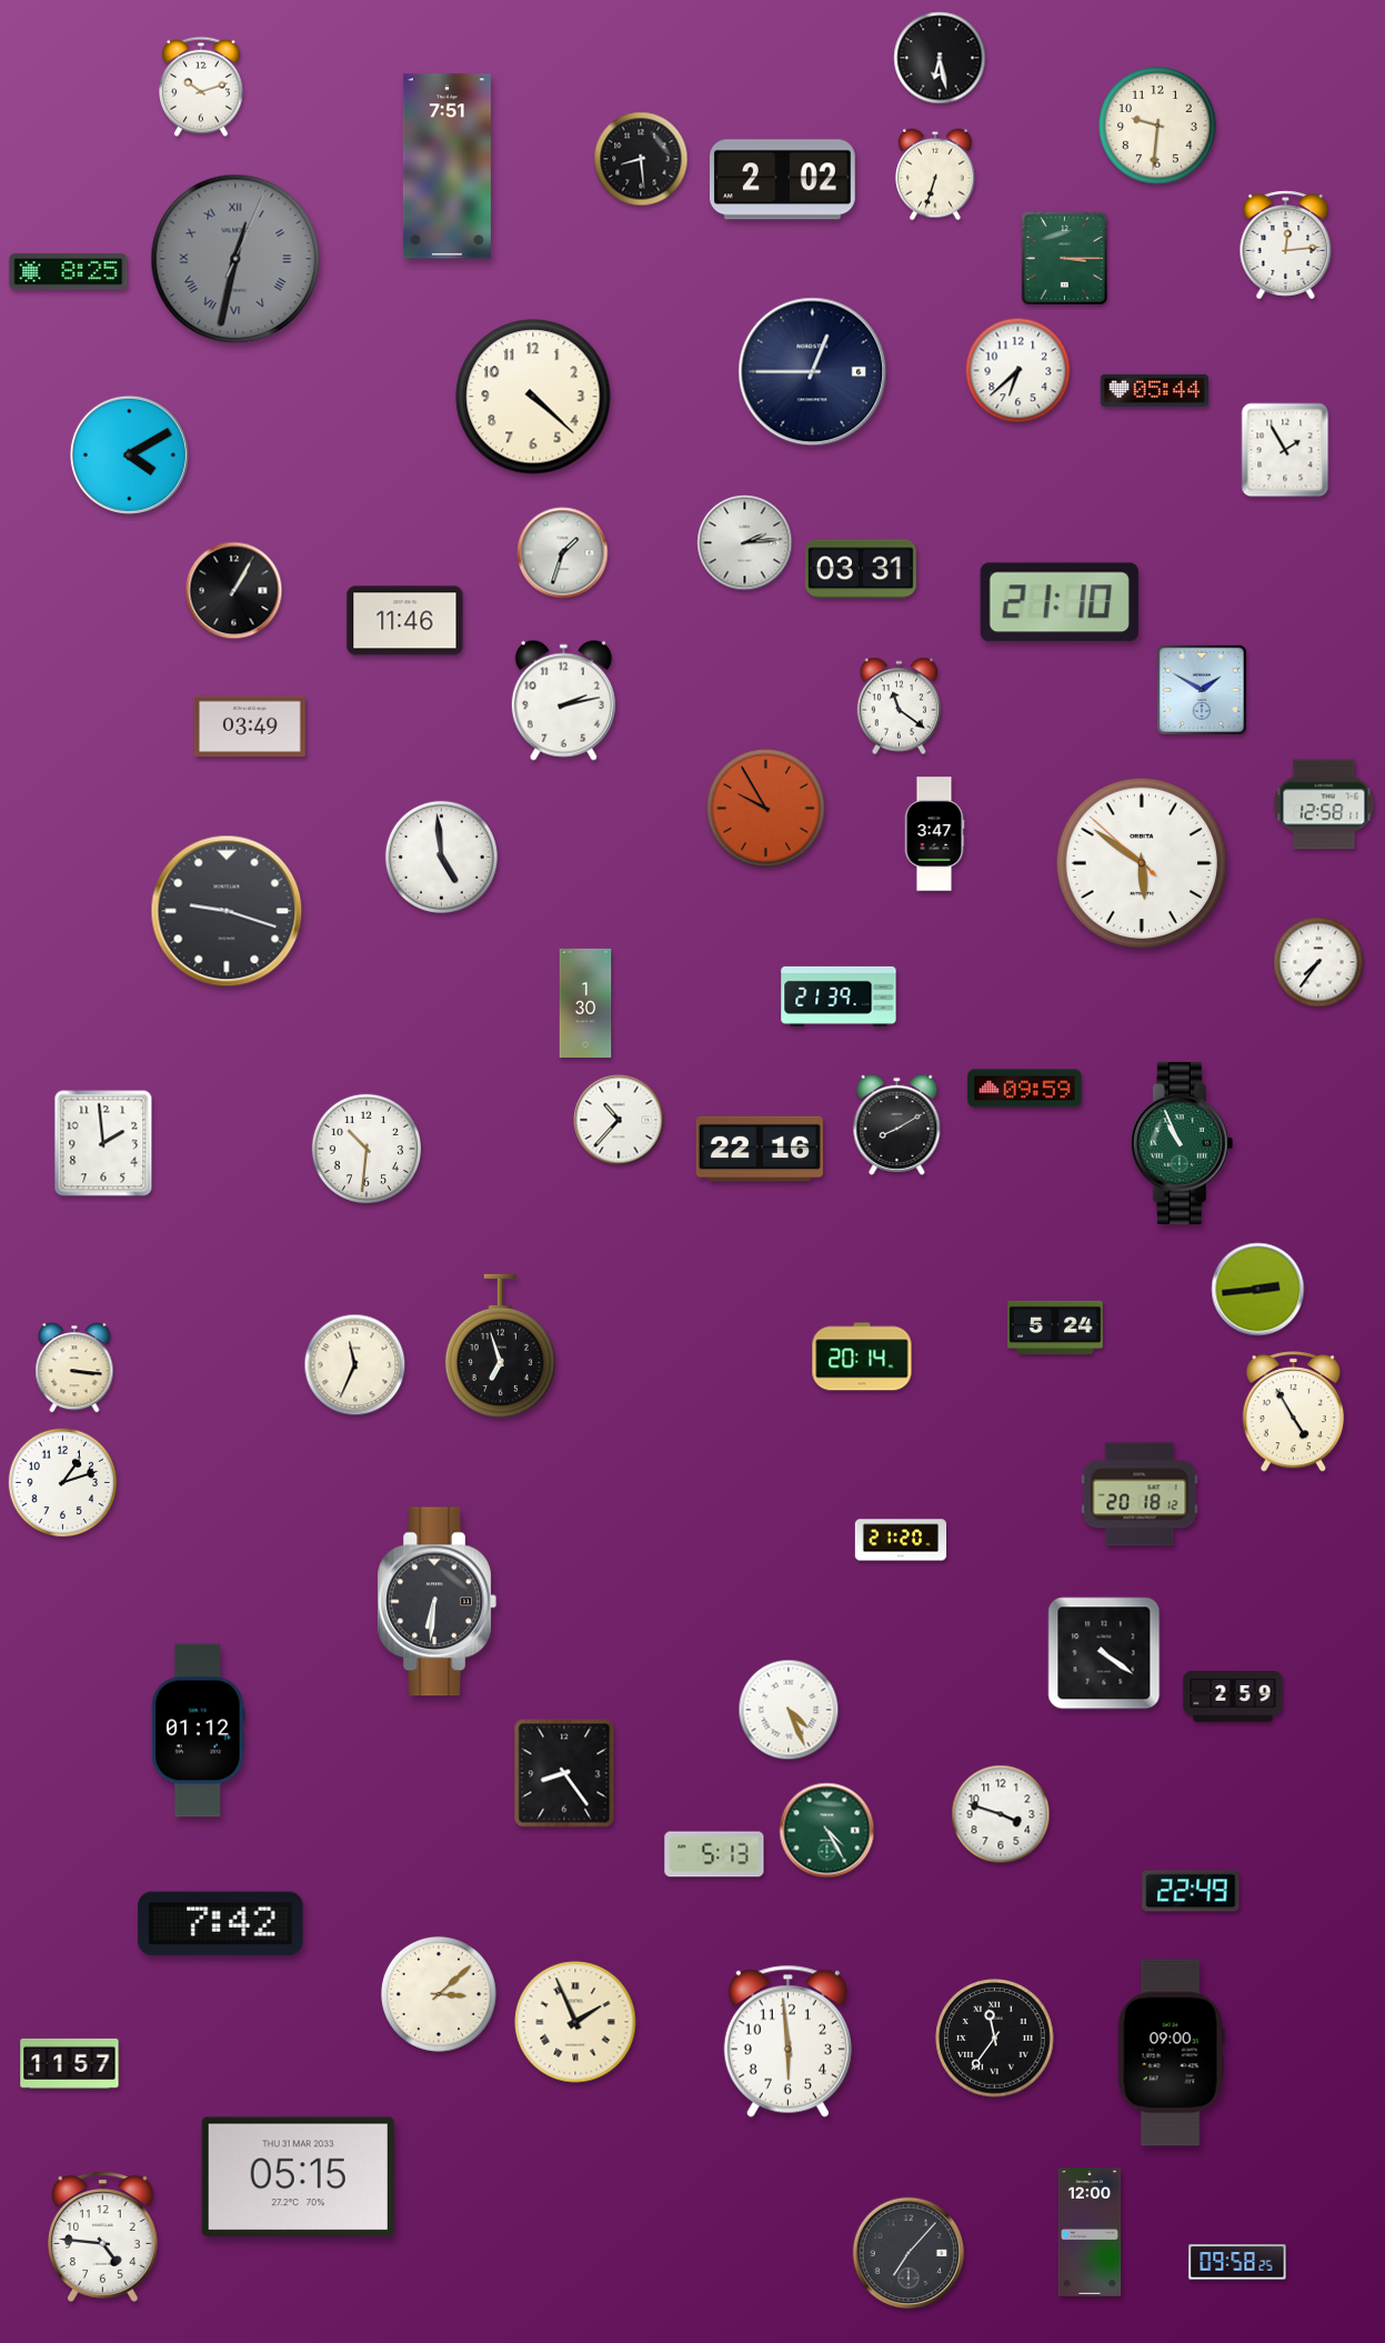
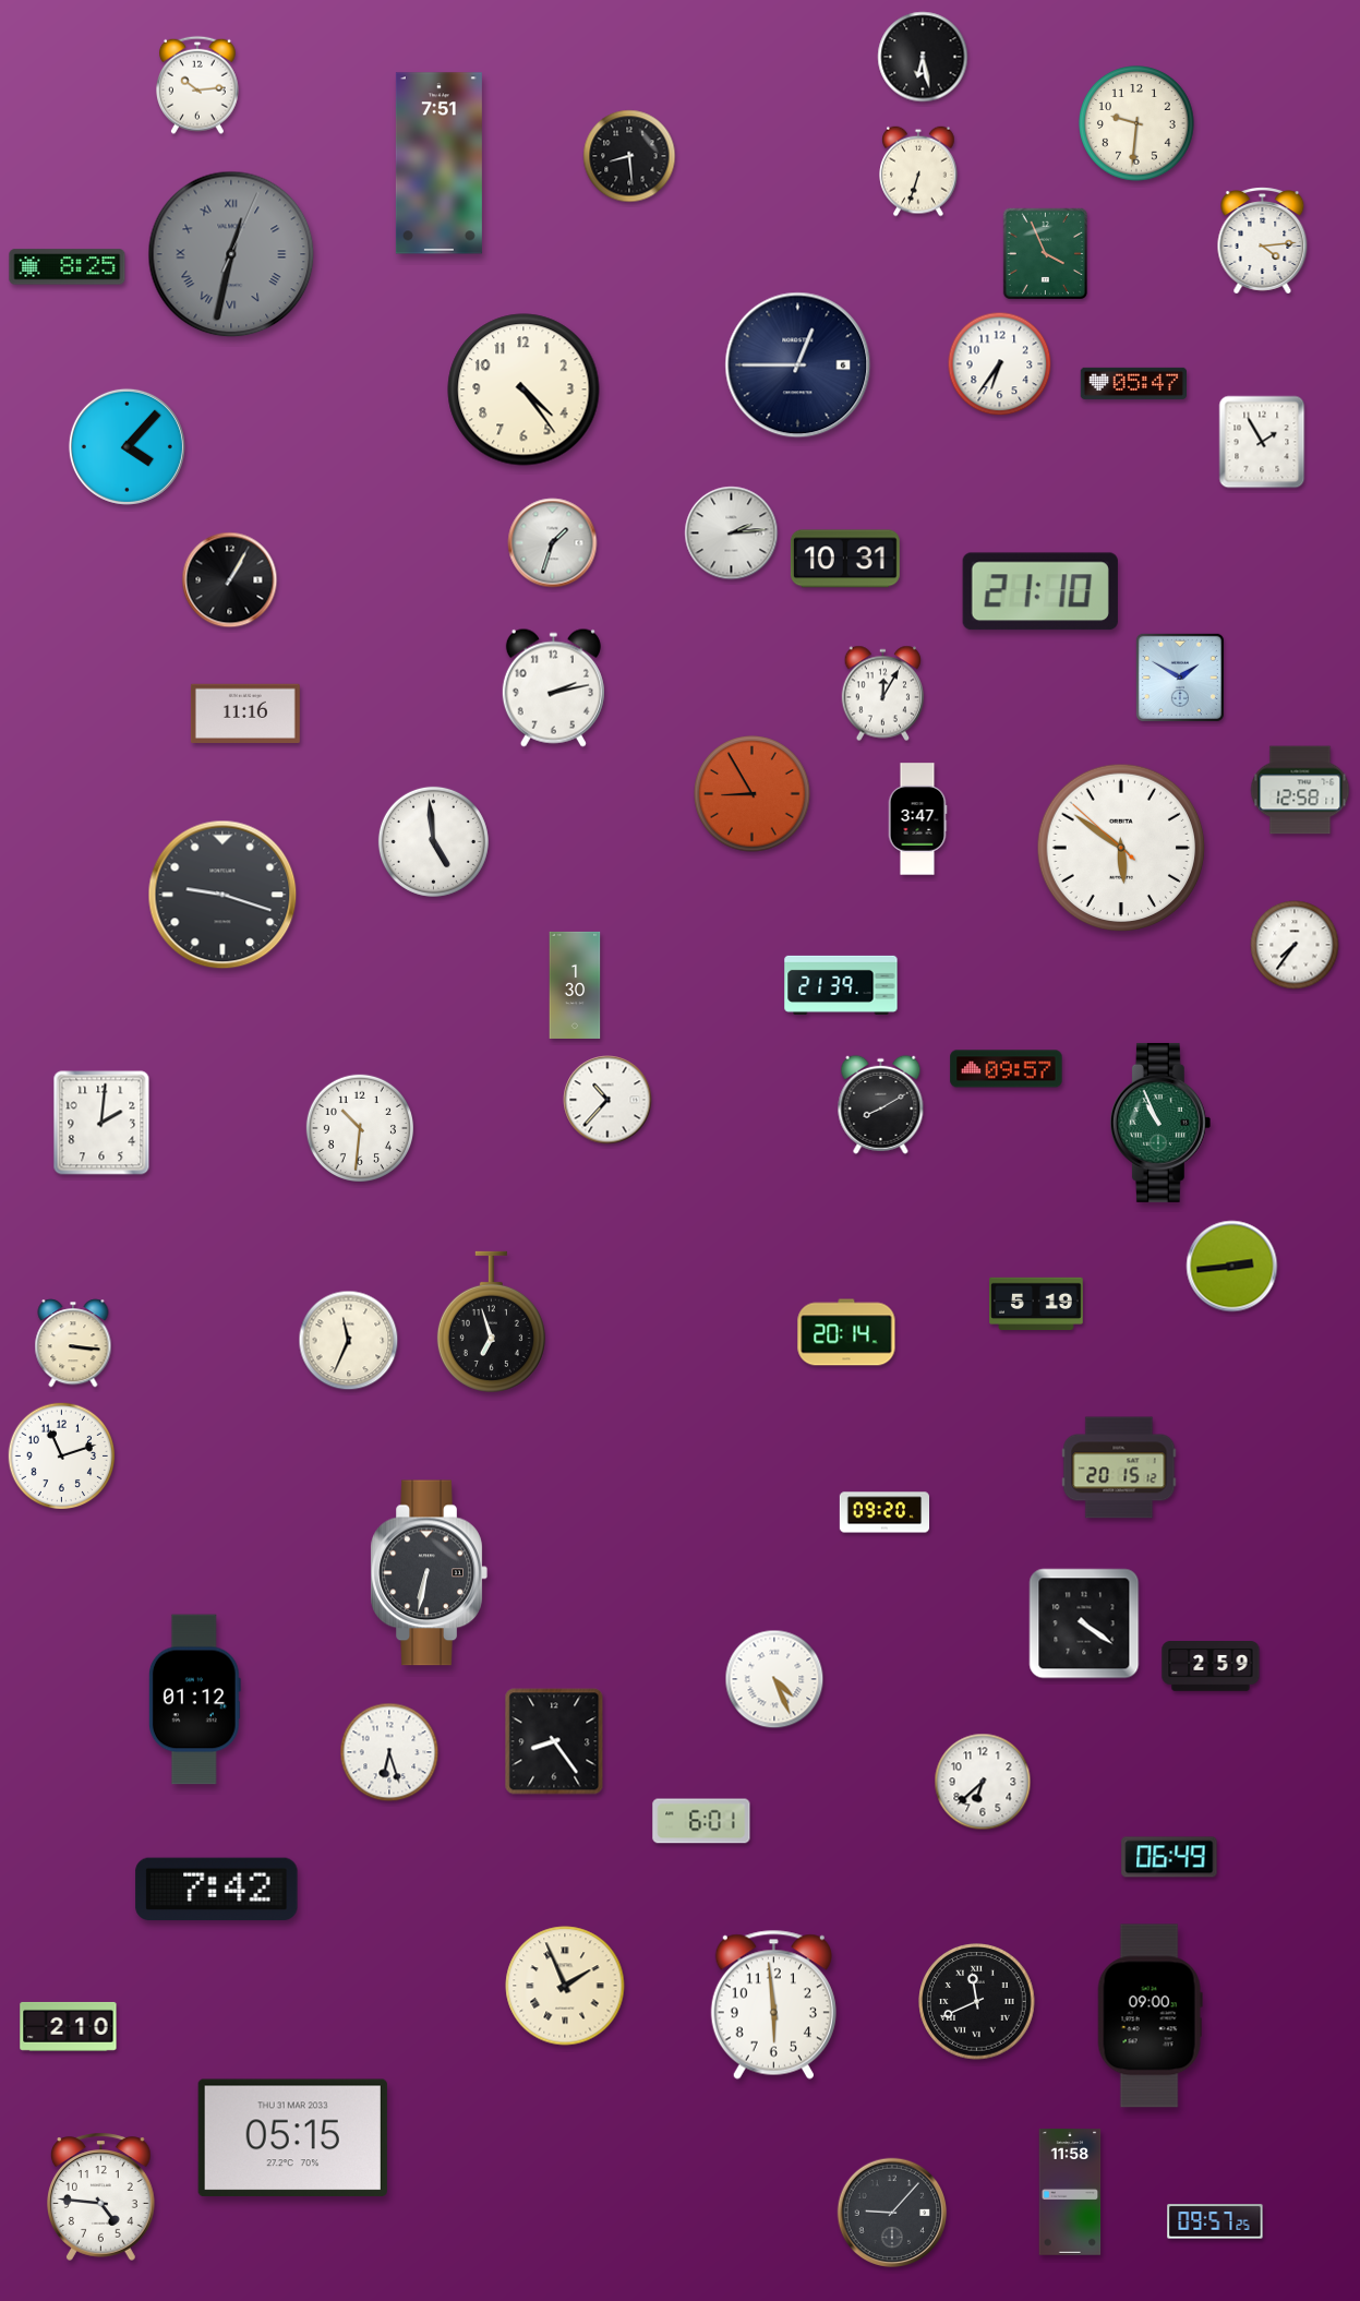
clock at (202, 87): 10:12 -> 10:14
clock at (782, 180): 2:02 -> none
clock at (1286, 246): 12:14 -> 4:14
clock at (1064, 258): 3:15 -> 3:56
clock at (1018, 371): 6:38 -> 6:36
clock at (1154, 390): 05:44 -> 05:47
clock at (533, 397): 4:22 -> 4:24
clock at (129, 454): 4:10 -> 4:07
clock at (861, 569): 03:31 -> 10:31
clock at (405, 621): 11:46 -> none
clock at (900, 707): 11:21 -> 12:05
clock at (250, 725): 03:49 -> 11:16
clock at (766, 809): 9:55 -> 8:55
clock at (839, 997) position: (839, 997) -> (841, 985)
clock at (1025, 1089): 09:59 -> 09:57
clock at (103, 1143): 1:59 -> 2:01
clock at (760, 1149): 22:16 -> none
clock at (1258, 1290) position: (1258, 1290) -> (1232, 1267)
clock at (1055, 1328): 5:24 -> 5:19
clock at (1293, 1412): 4:55 -> none
clock at (63, 1483): 1:12 -> 11:12
clock at (1140, 1494): 20:18 -> 20:15
clock at (901, 1540): 21:20 -> 09:20
clock at (436, 1602): 6:31 -> 6:32
clock at (389, 1752): none -> 6:27
clock at (1001, 1814): 3:48 -> 6:38
clock at (827, 1831): 4:25 -> none
clock at (714, 1854): 5:13 -> 6:01
clock at (1191, 1891): 22:49 -> 06:49
clock at (439, 1994): 3:08 -> none
clock at (995, 2039): 11:36 -> 11:41
clock at (70, 2063): 11:57 -> 2:10
clock at (1090, 2232): 12:00 -> 11:58
clock at (909, 2253): 7:07 -> 9:07
clock at (1237, 2262): 09:58 -> 09:57
